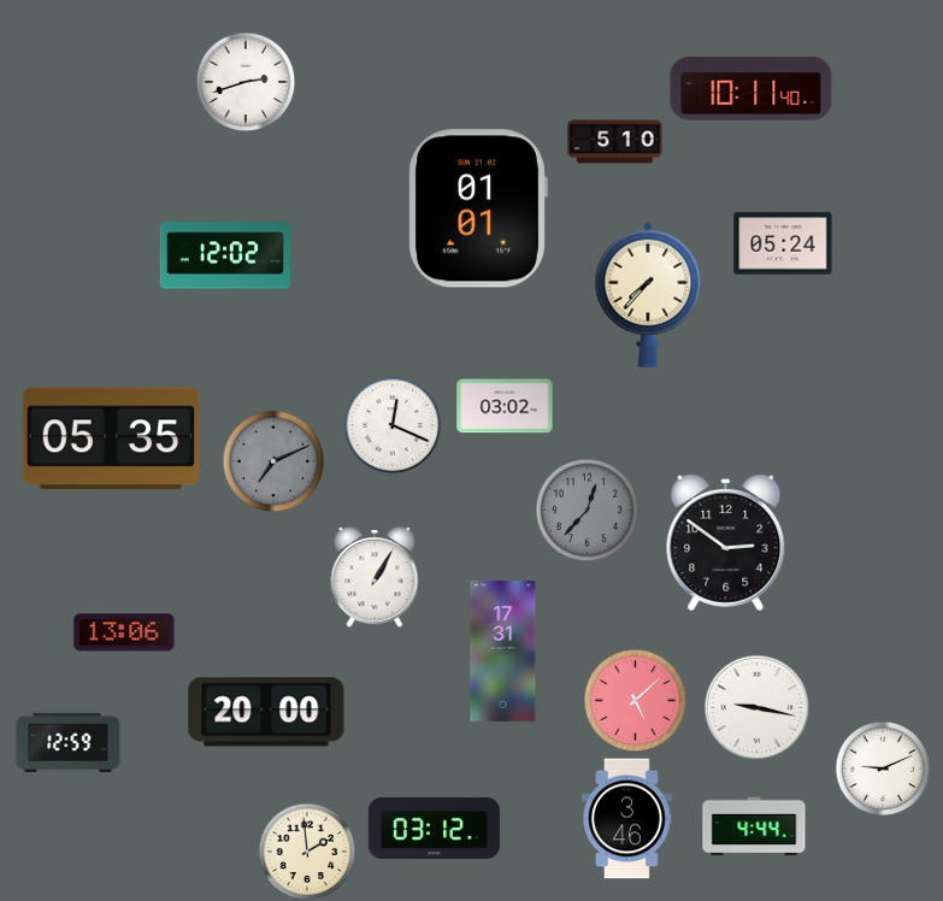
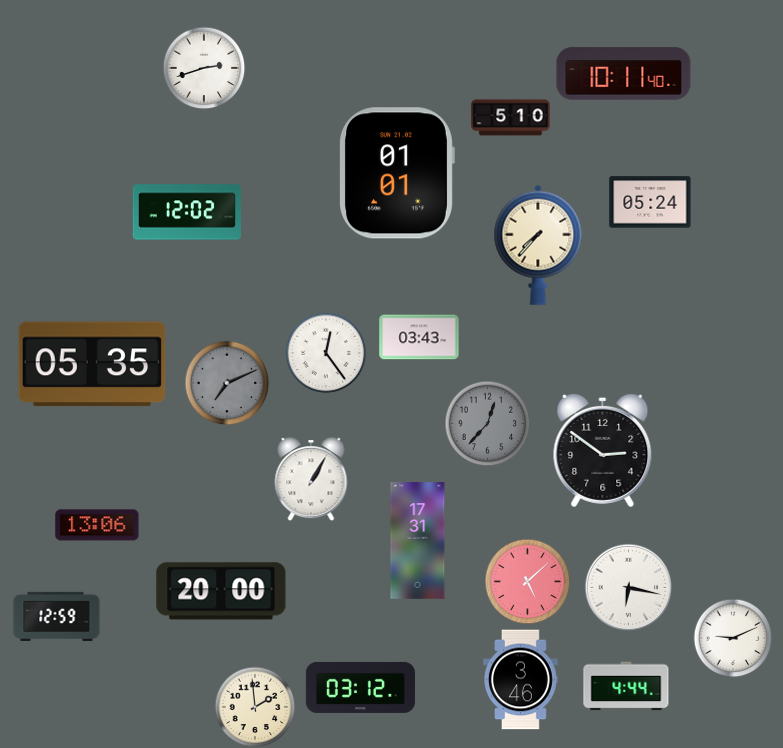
clock at (505, 406): 03:02 -> 03:43
clock at (393, 425): 12:19 -> 12:24
clock at (124, 632) position: (124, 632) -> (97, 525)
clock at (756, 707): 9:17 -> 6:17
